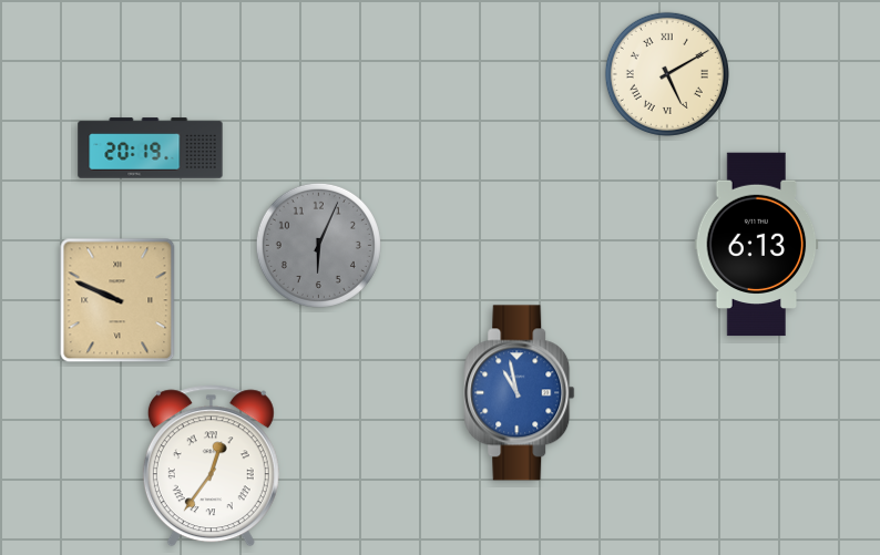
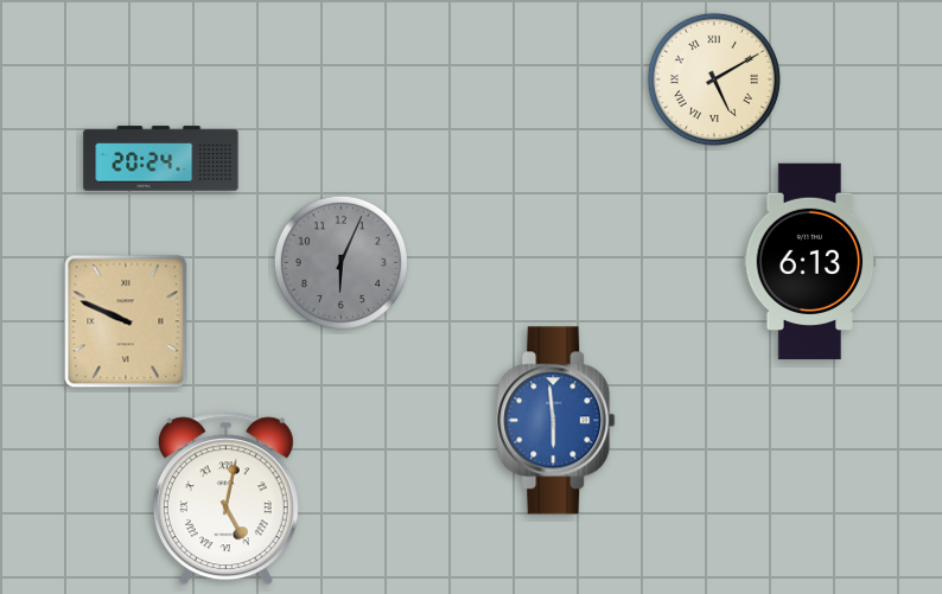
clock at (151, 148): 20:19 -> 20:24
clock at (520, 393): 10:58 -> 5:59
clock at (211, 466): 12:36 -> 5:02
